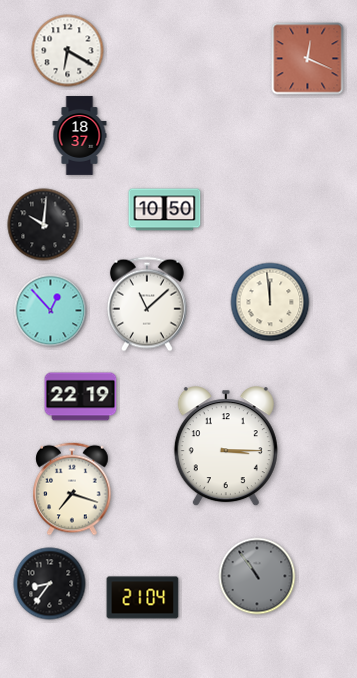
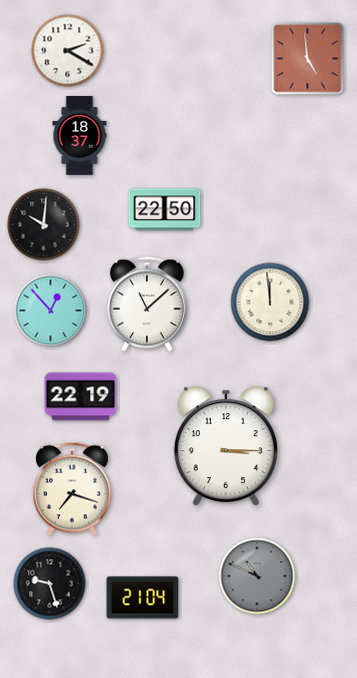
clock at (68, 51): 6:20 -> 2:20
clock at (308, 59): 12:19 -> 4:59
clock at (165, 210): 10:50 -> 22:50
clock at (257, 576): 10:54 -> 10:49
clock at (50, 584): 8:36 -> 9:27
